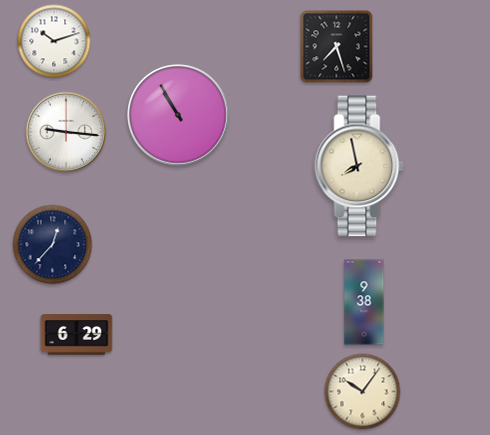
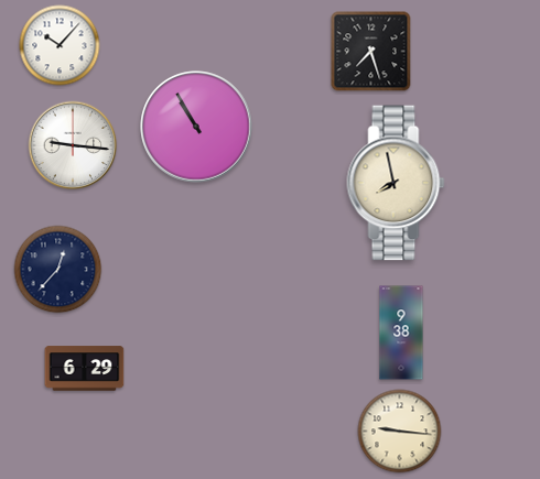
clock at (54, 41): 10:12 -> 10:07
clock at (363, 392): 10:06 -> 9:16
